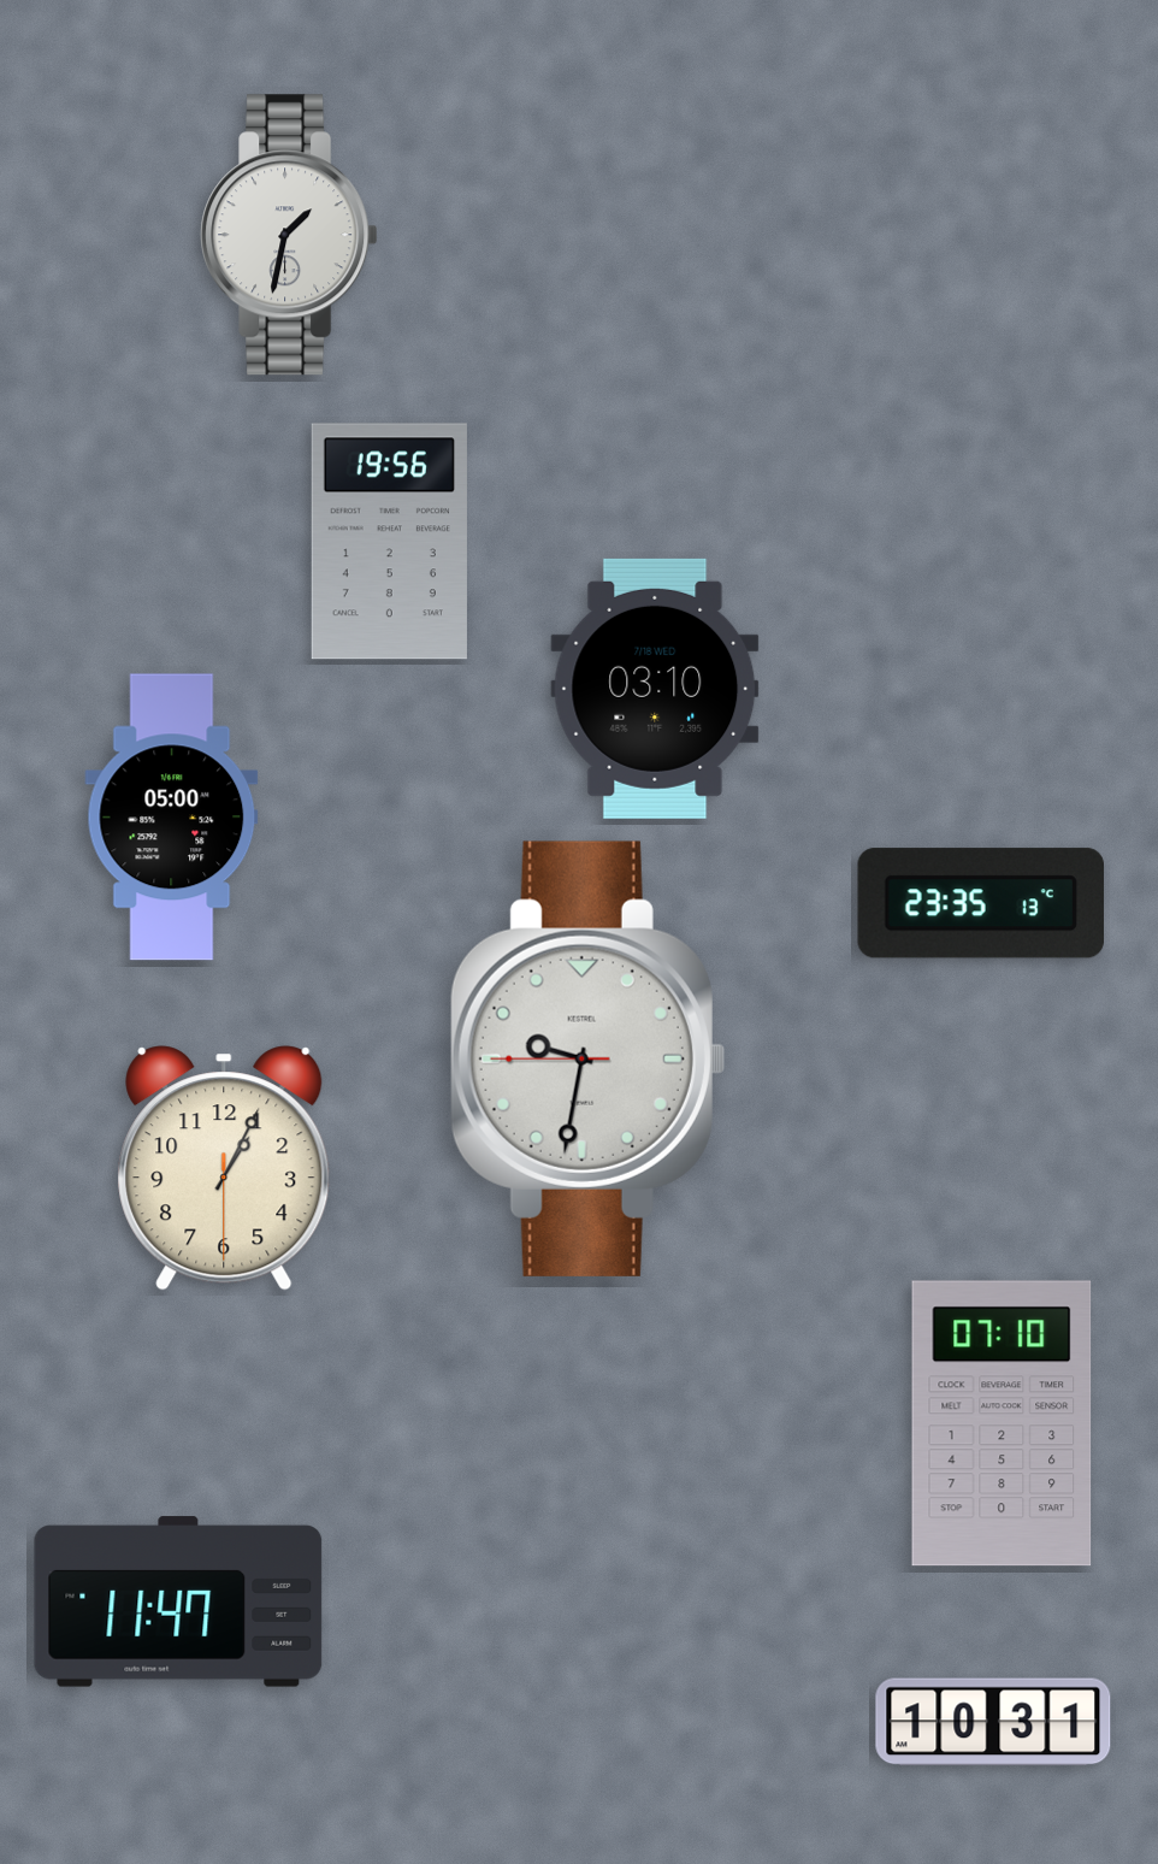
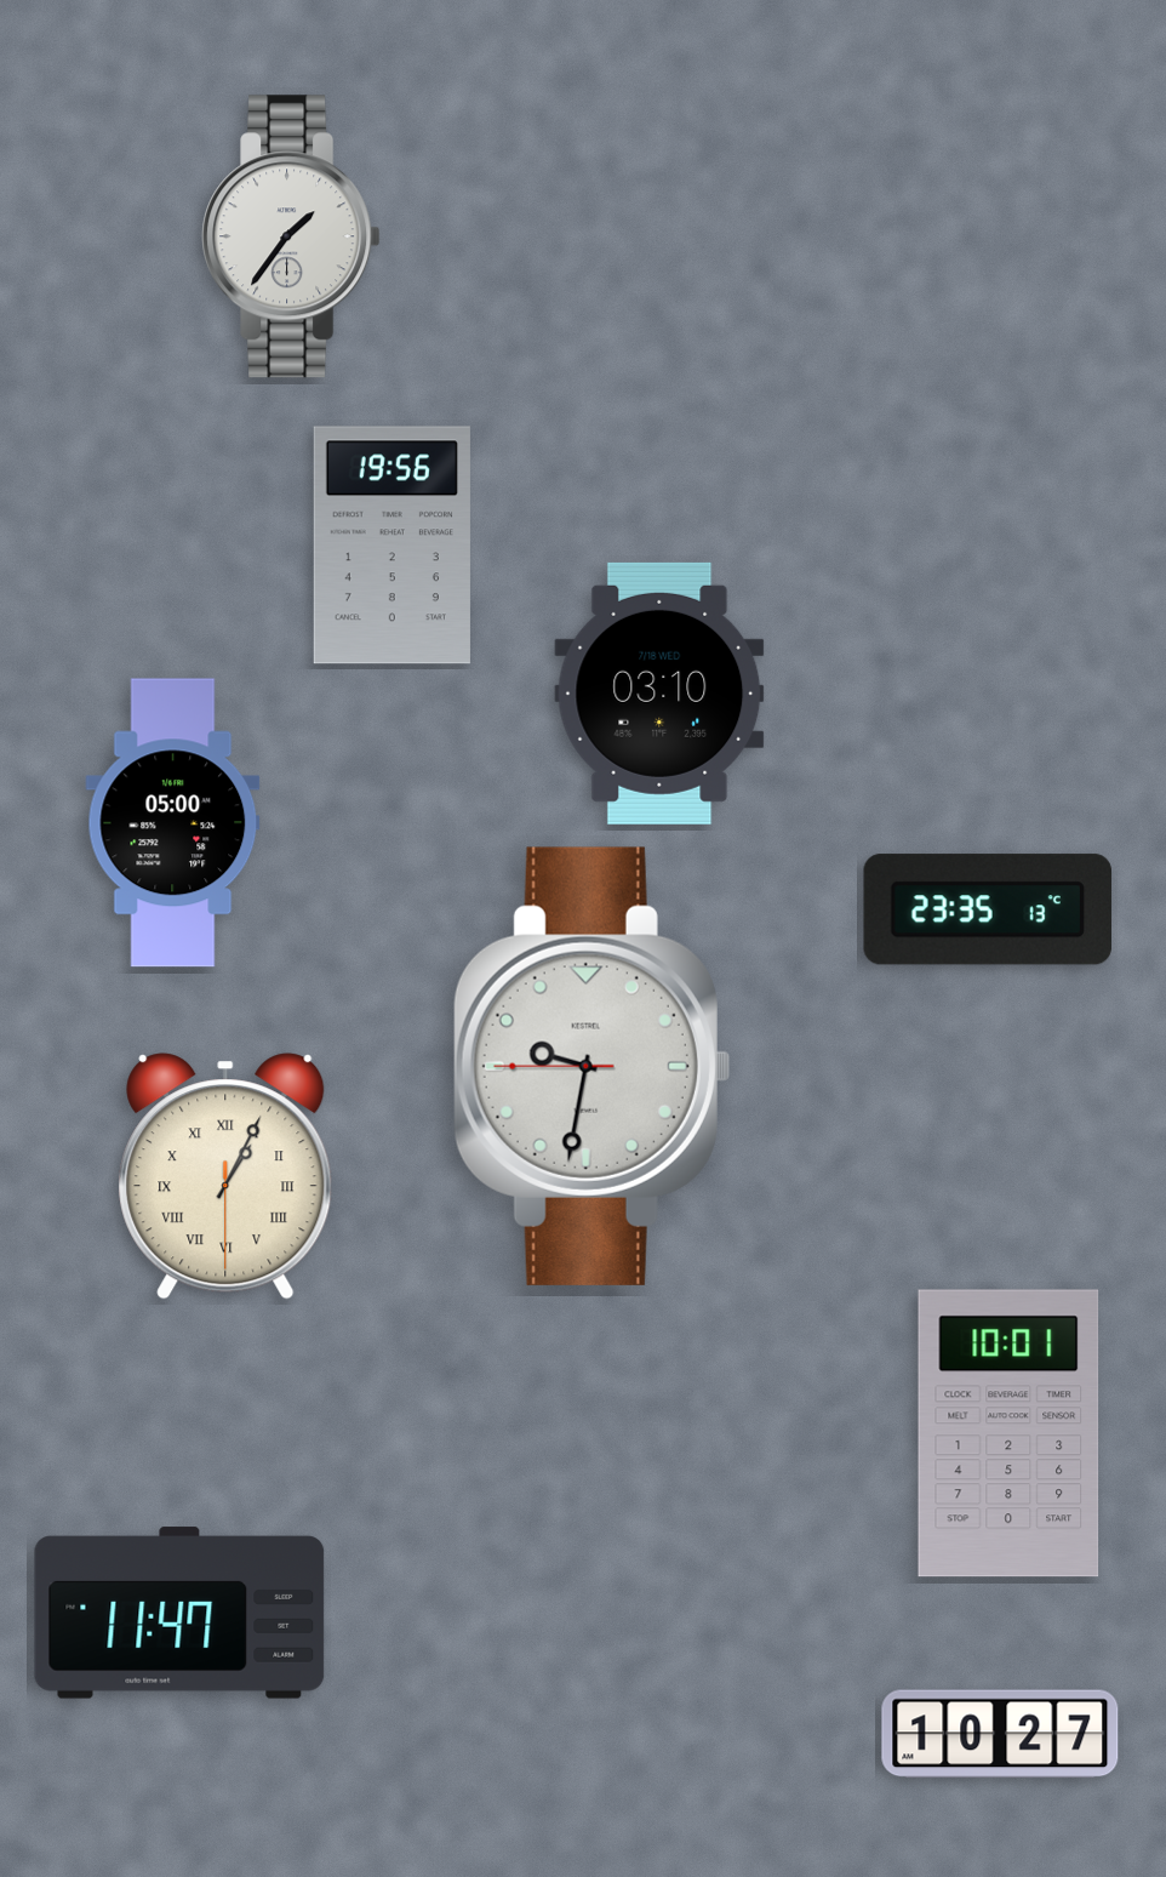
clock at (289, 235): 1:32 -> 1:36
clock at (224, 1168) numerals: Arabic -> Roman
clock at (1002, 1423): 07:10 -> 10:01
clock at (993, 1722): 10:31 -> 10:27
